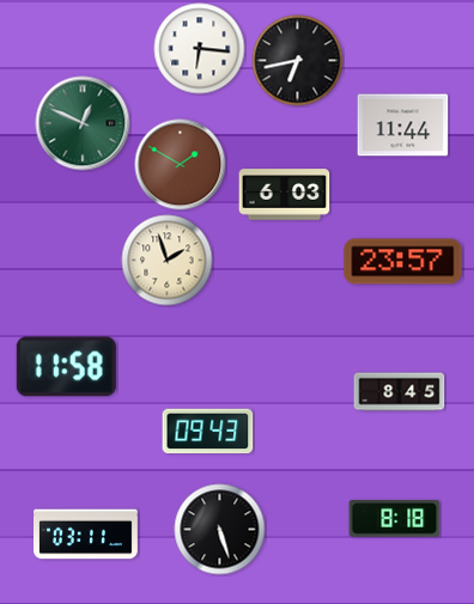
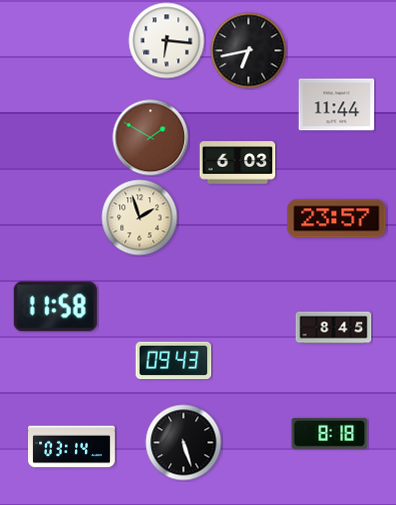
clock at (83, 123): 12:49 -> none
clock at (86, 535): 03:11 -> 03:14
